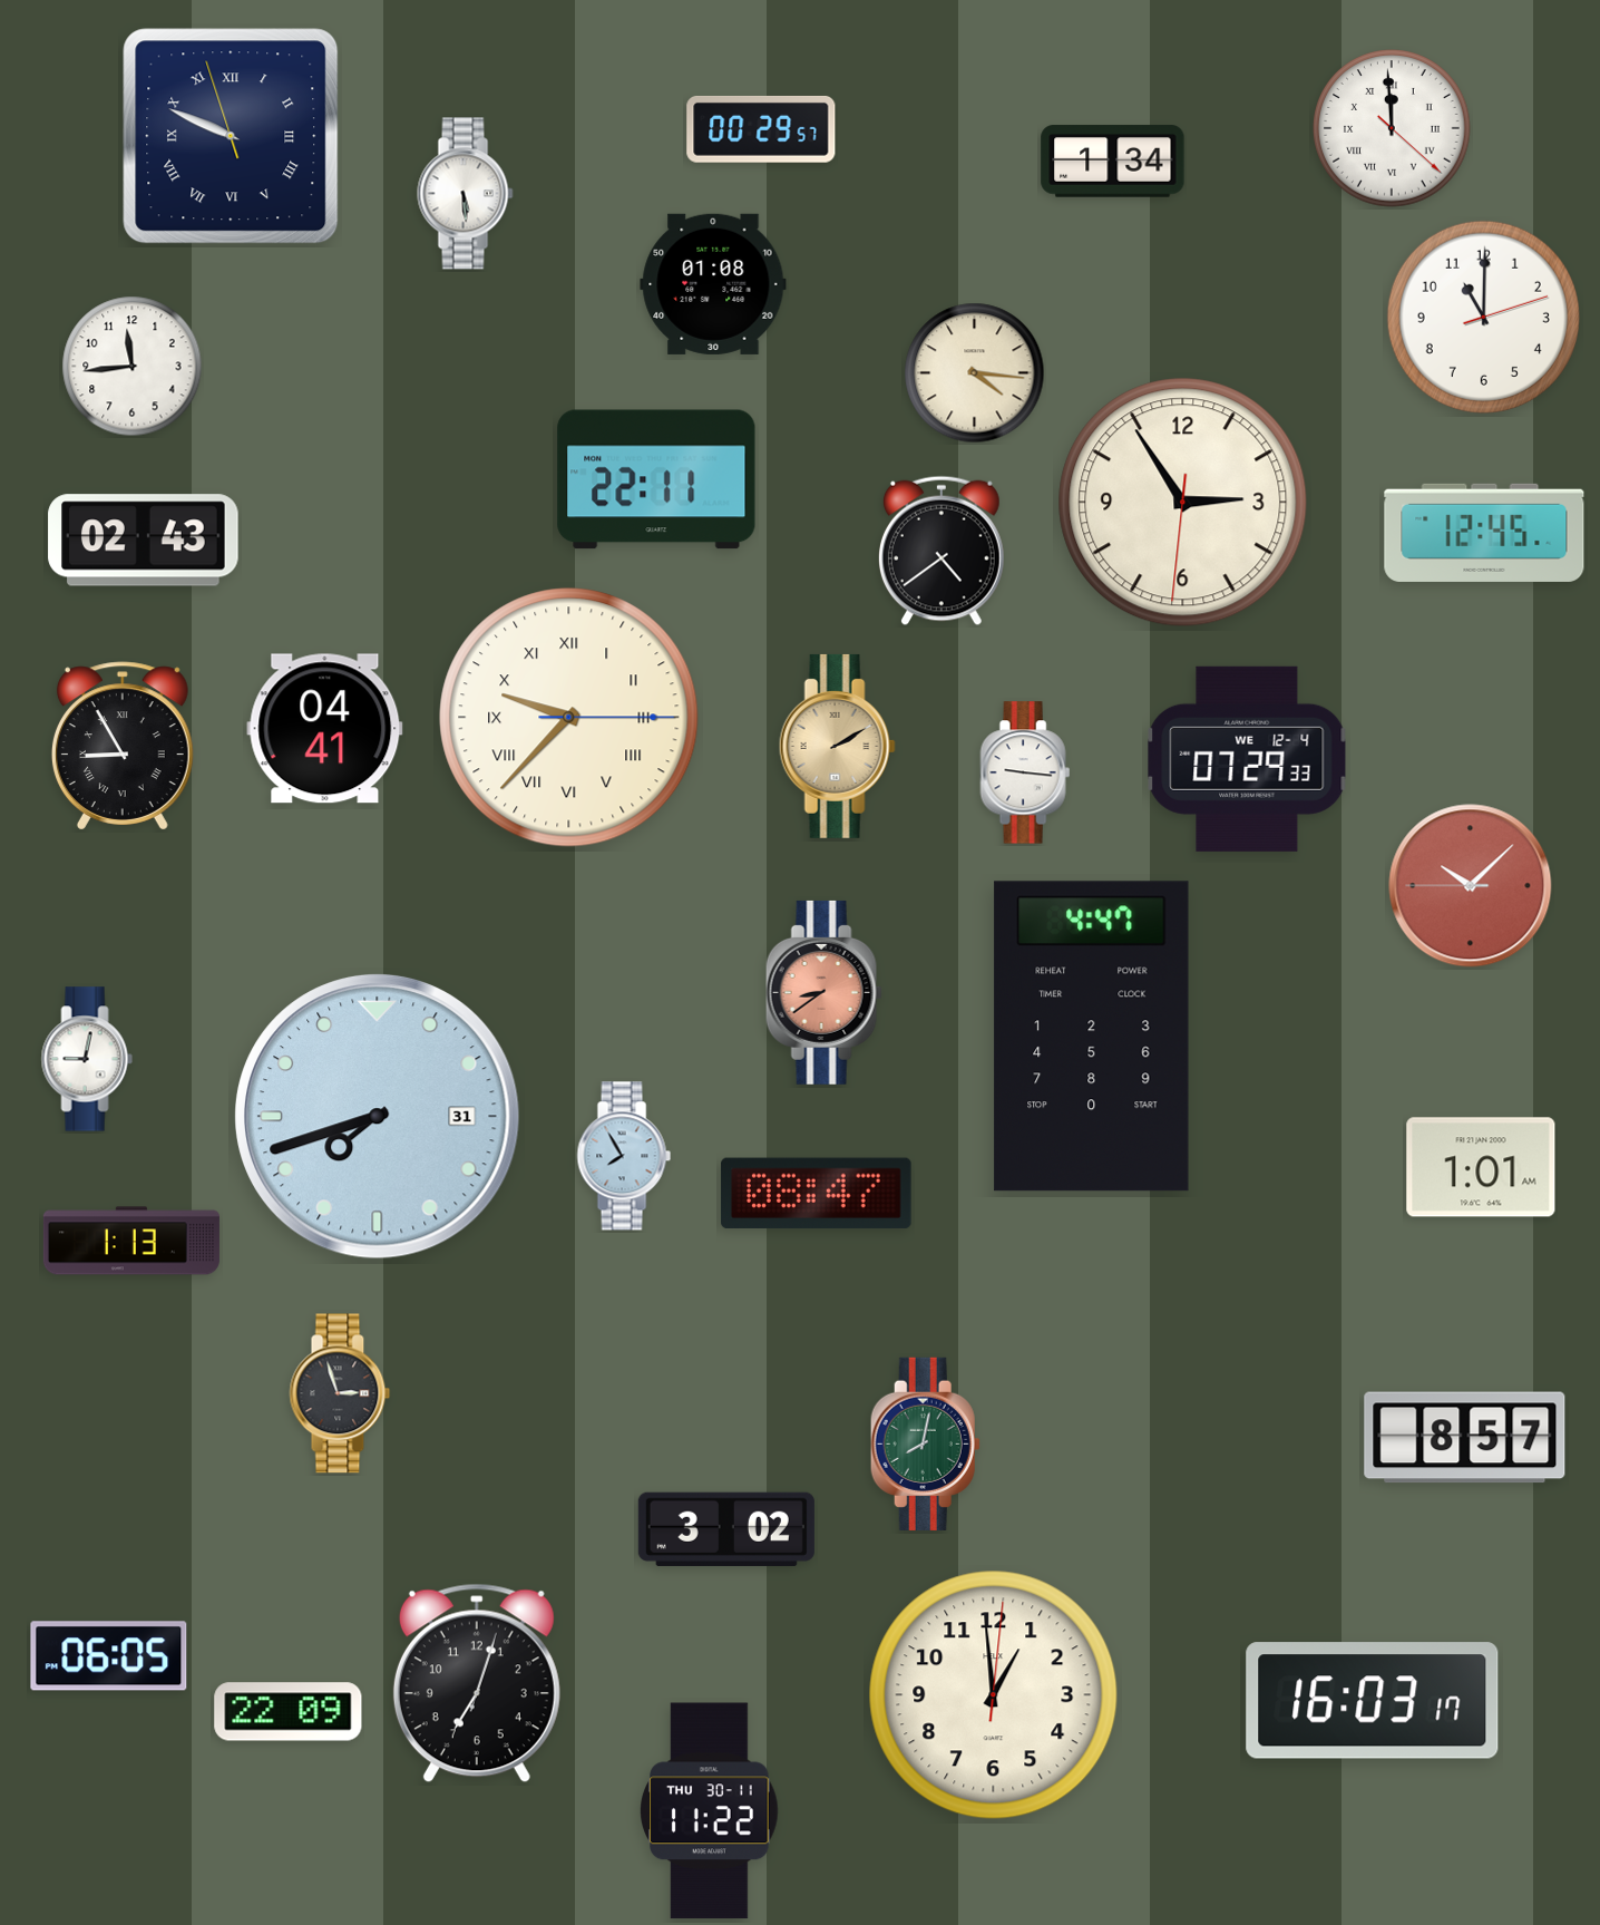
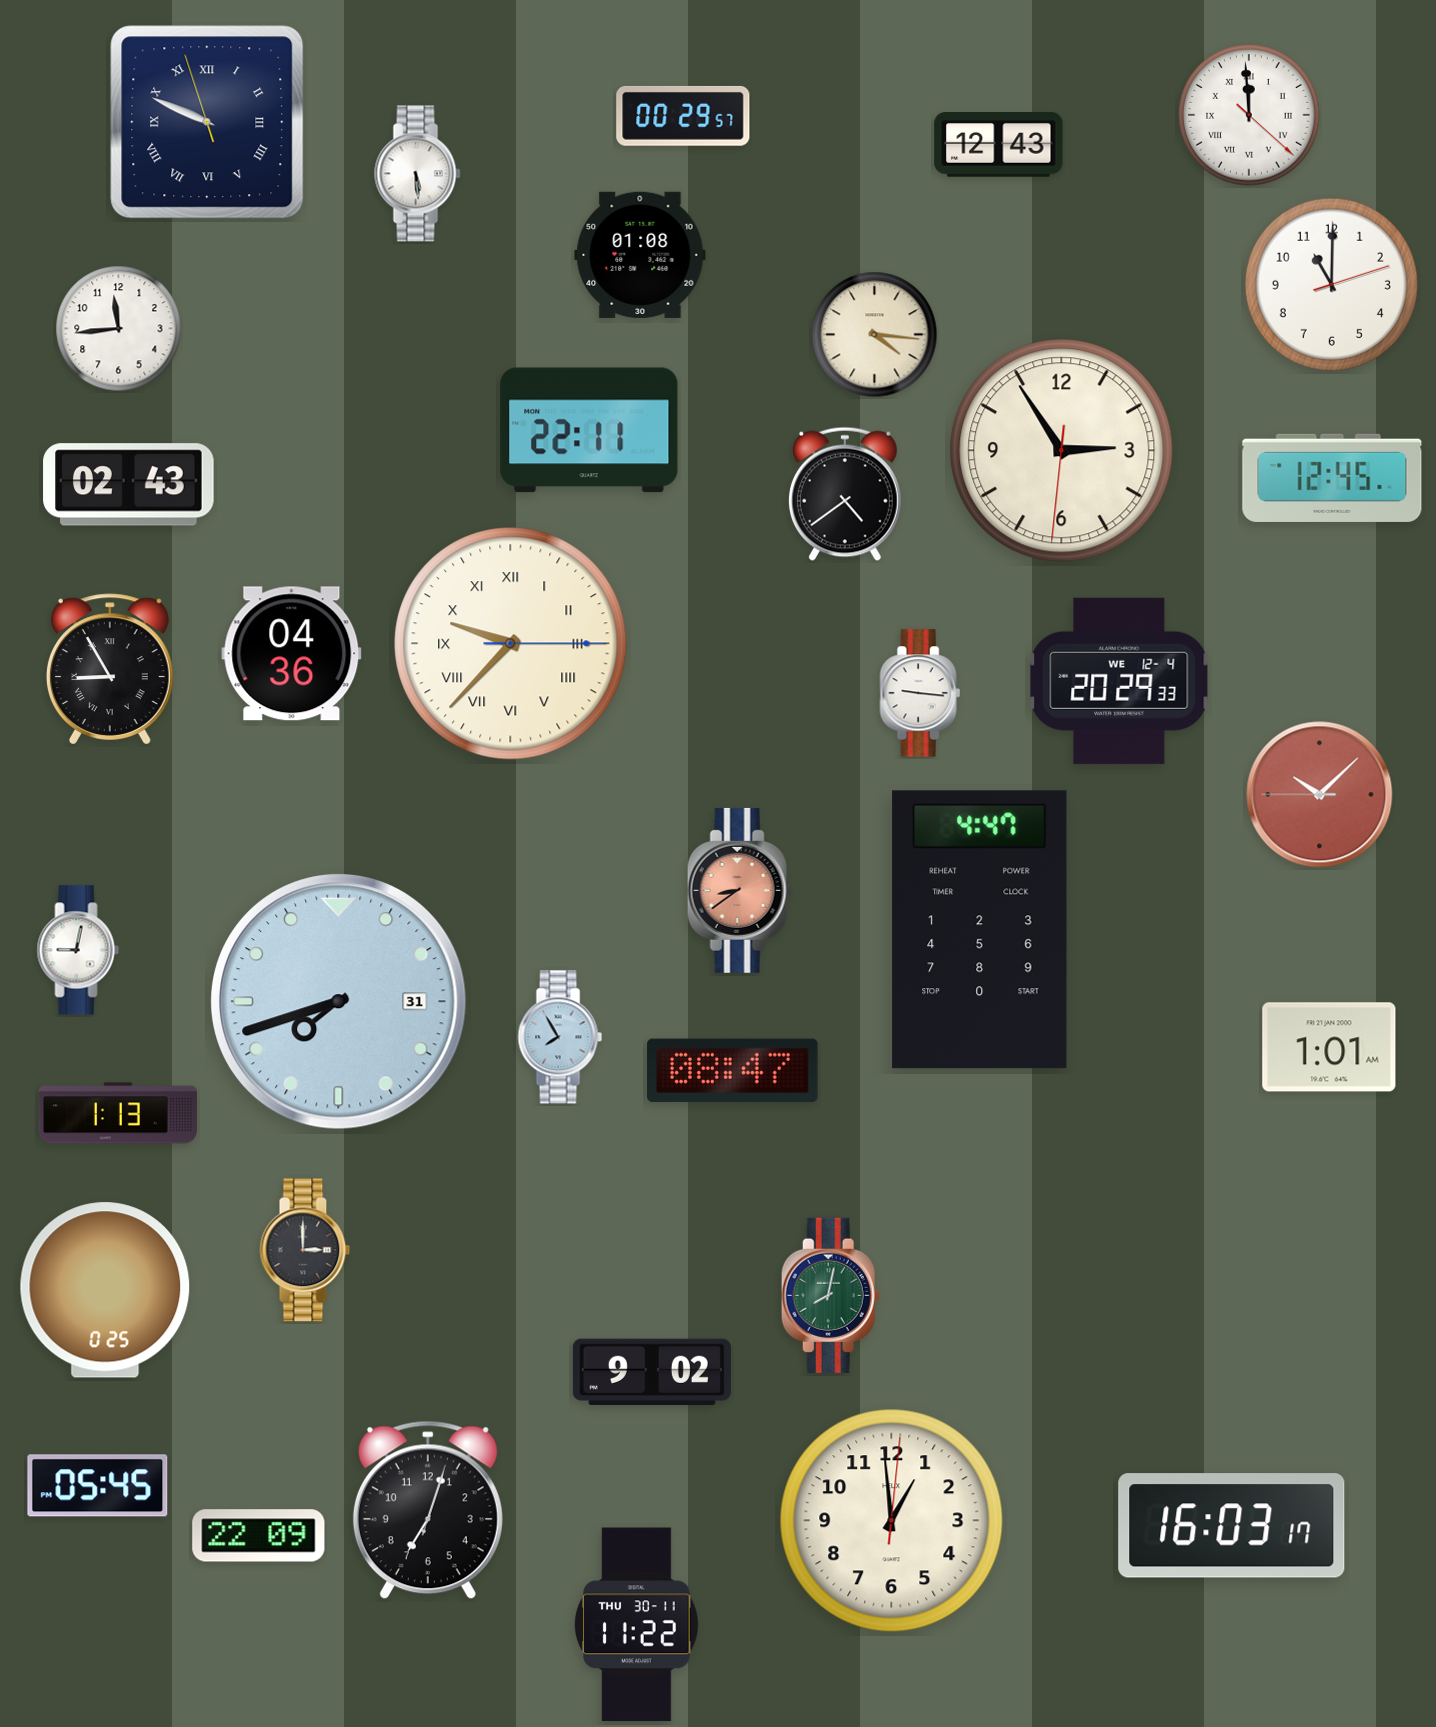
clock at (1113, 162): 1:34 -> 12:43
clock at (325, 729): 04:41 -> 04:36
clock at (837, 746): 2:10 -> none
clock at (1247, 759): 07:29 -> 20:29
clock at (340, 1393): 2:57 -> 3:00
clock at (105, 1290): none -> 0:25
clock at (1465, 1438): 8:57 -> none
clock at (726, 1529): 3:02 -> 9:02
clock at (109, 1656): 06:05 -> 05:45
